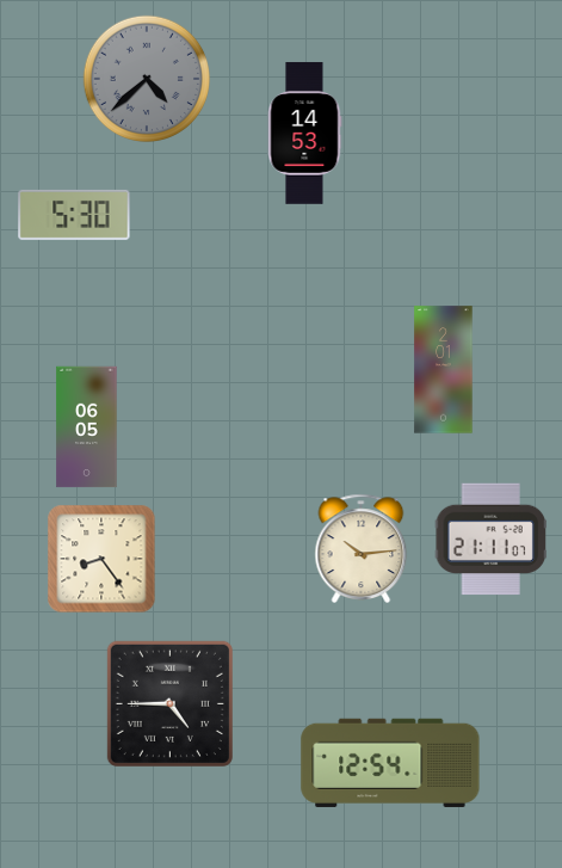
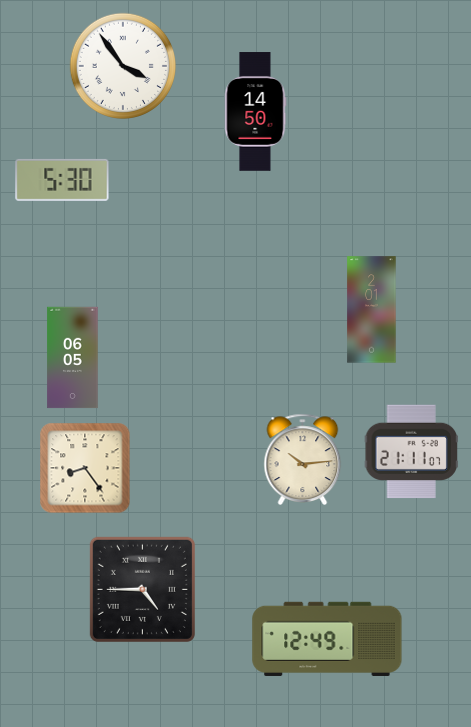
clock at (146, 78): 4:38 -> 3:54
clock at (146, 78) dial: grey -> white
clock at (304, 134): 14:53 -> 14:50
clock at (390, 763): 12:54 -> 12:49
